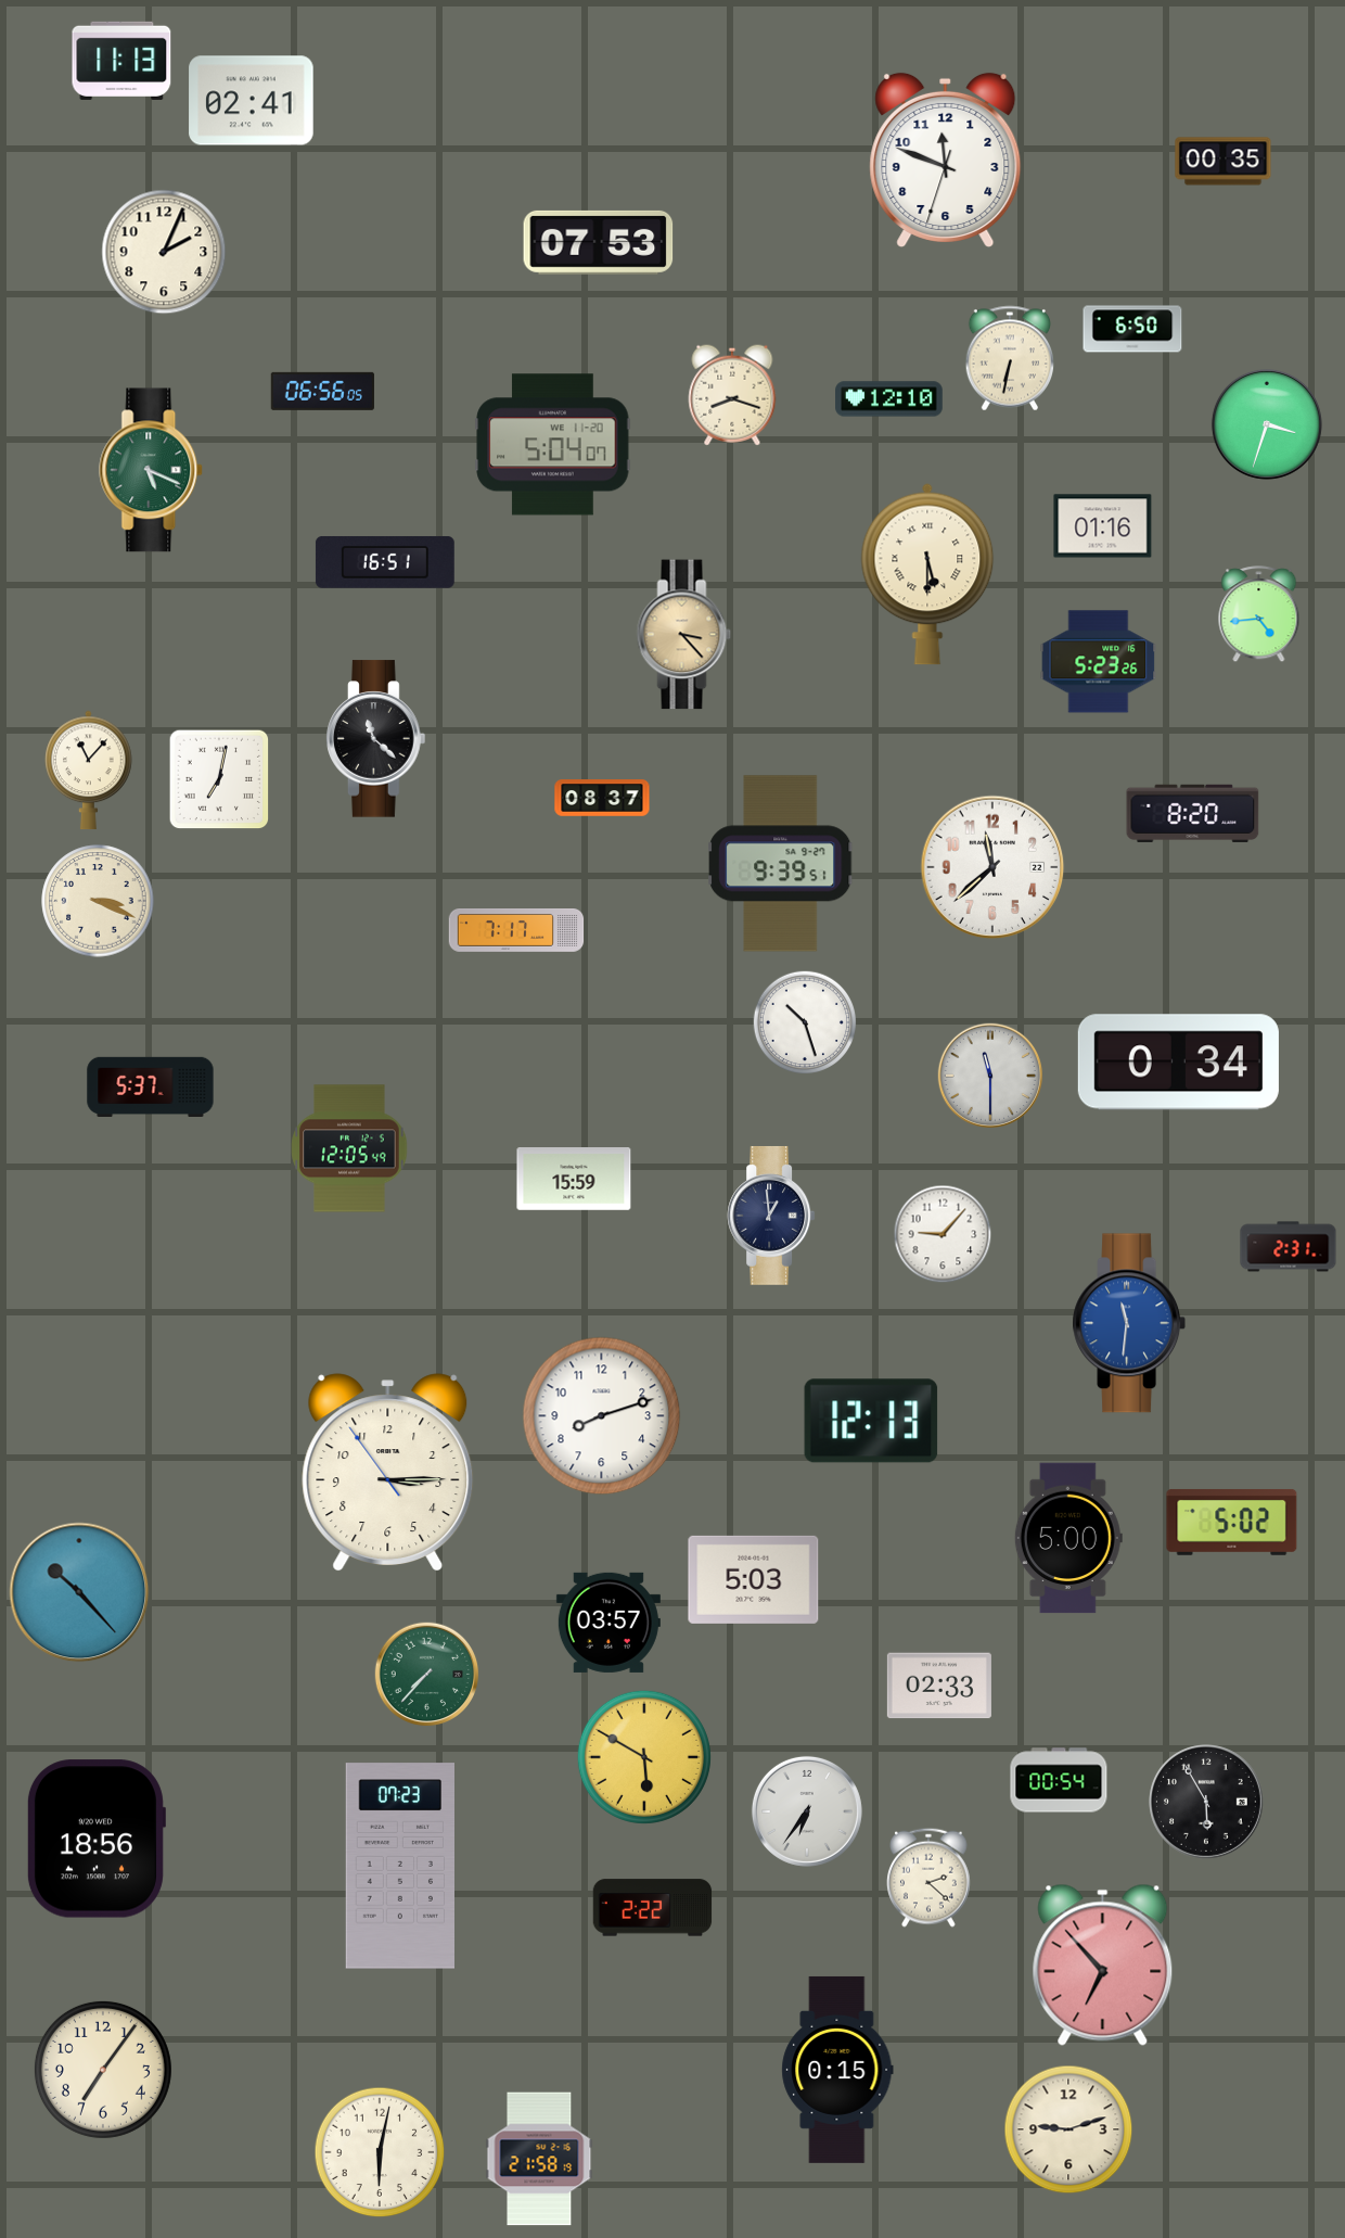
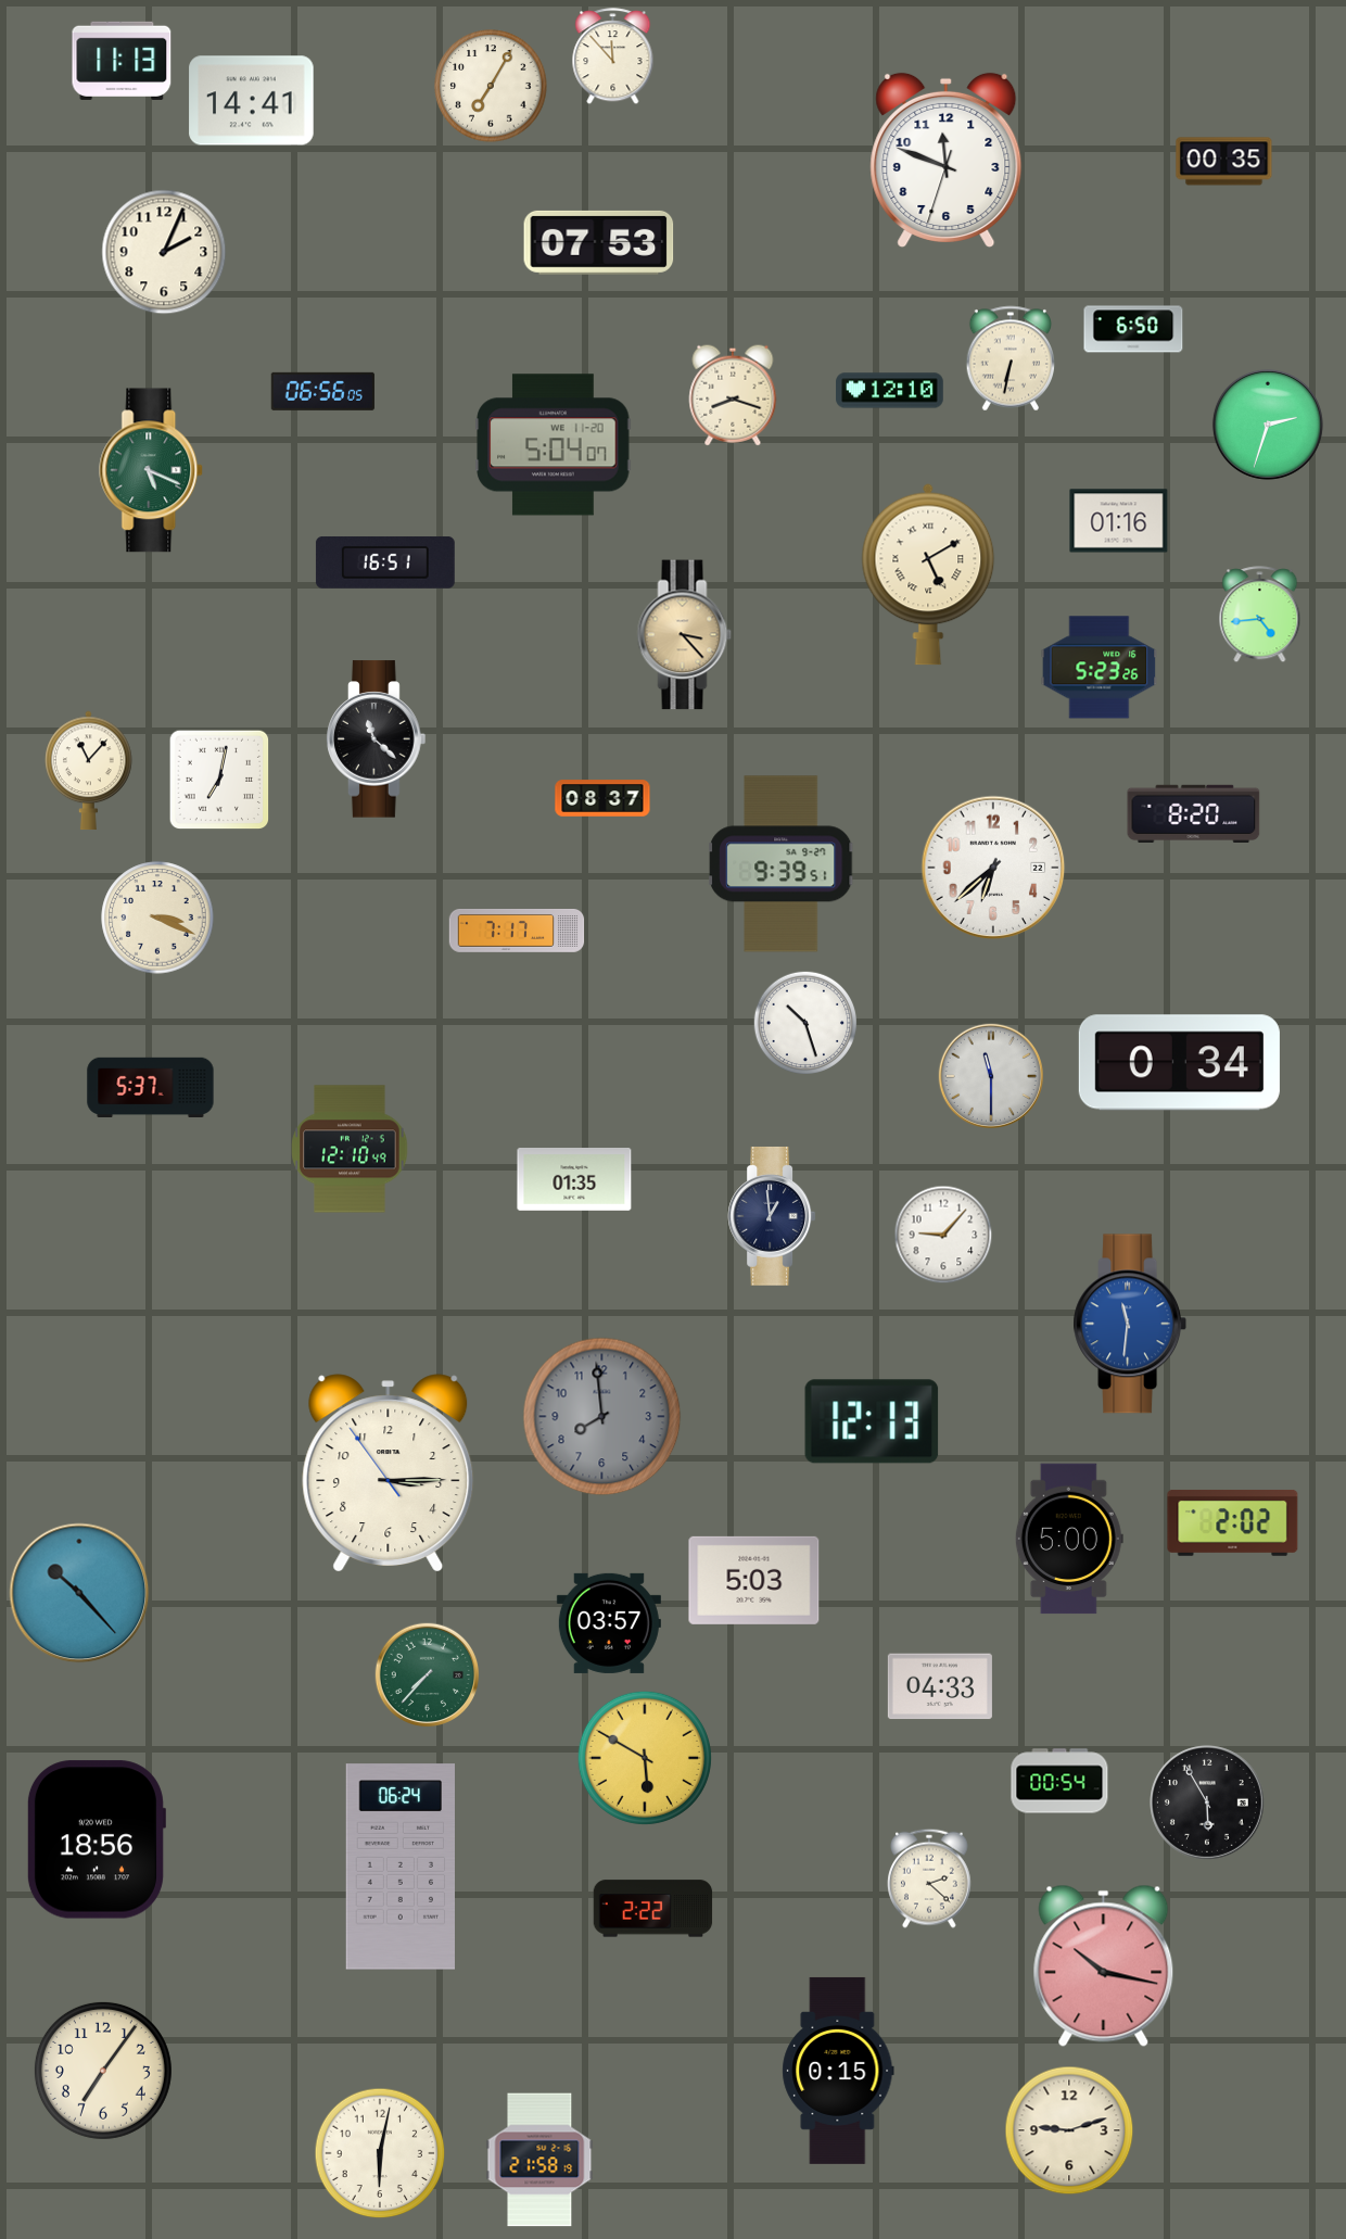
clock at (613, 56): none -> 11:53
clock at (491, 86): none -> 7:05
clock at (252, 101): 02:41 -> 14:41
clock at (889, 399) position: (889, 399) -> (890, 391)
clock at (1267, 424): 3:33 -> 2:33
clock at (1103, 526) position: (1103, 526) -> (1119, 521)
clock at (927, 574): 5:30 -> 5:10
clock at (1099, 662) position: (1099, 662) -> (1100, 668)
clock at (992, 867): 11:38 -> 6:38
clock at (98, 901) position: (98, 901) -> (157, 918)
clock at (349, 1148): 12:05 -> 12:10
clock at (574, 1180): 15:59 -> 01:35
clock at (1289, 1247): 2:31 -> none
clock at (602, 1416): 8:12 -> 7:59
clock at (602, 1416) dial: white -> grey
clock at (1232, 1522): 5:02 -> 2:02
clock at (939, 1686): 02:33 -> 04:33
clock at (807, 1811): 6:36 -> none
clock at (399, 1866): 07:23 -> 06:24
clock at (1103, 1964): 6:53 -> 10:17
